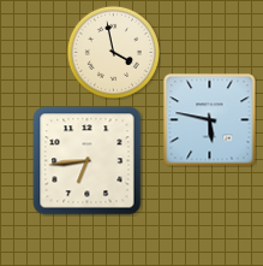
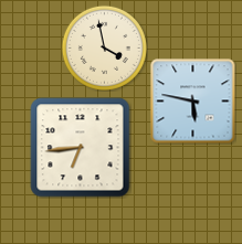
clock at (210, 120) position: (210, 120) -> (193, 102)
